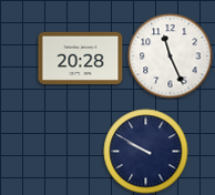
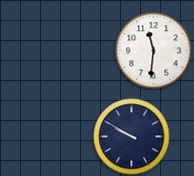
clock at (171, 57): 11:26 -> 11:31
clock at (81, 58): 20:28 -> none
